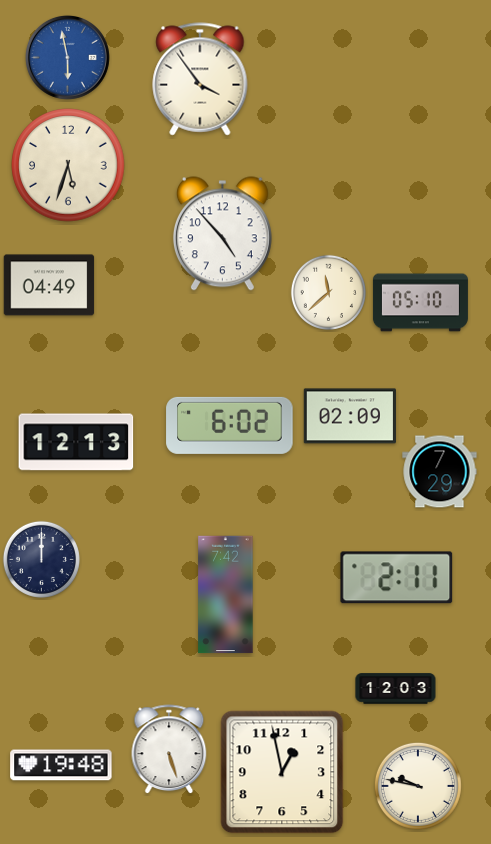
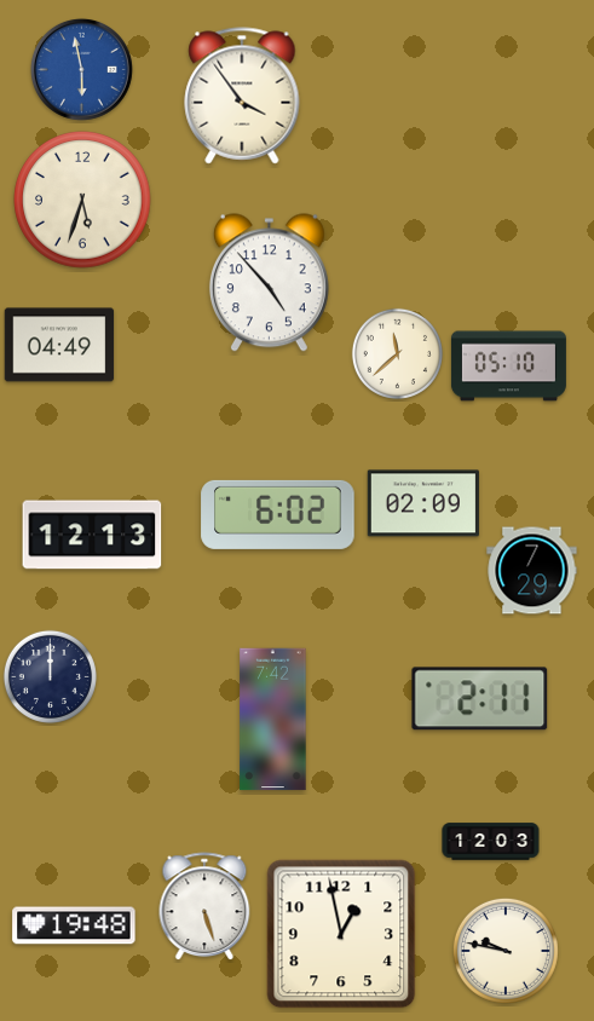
clock at (396, 689) position: (396, 689) -> (491, 842)
